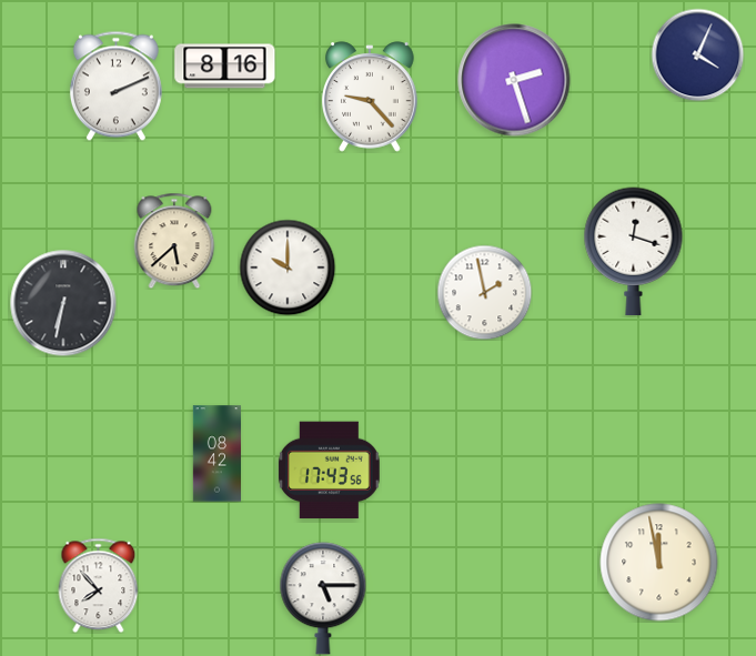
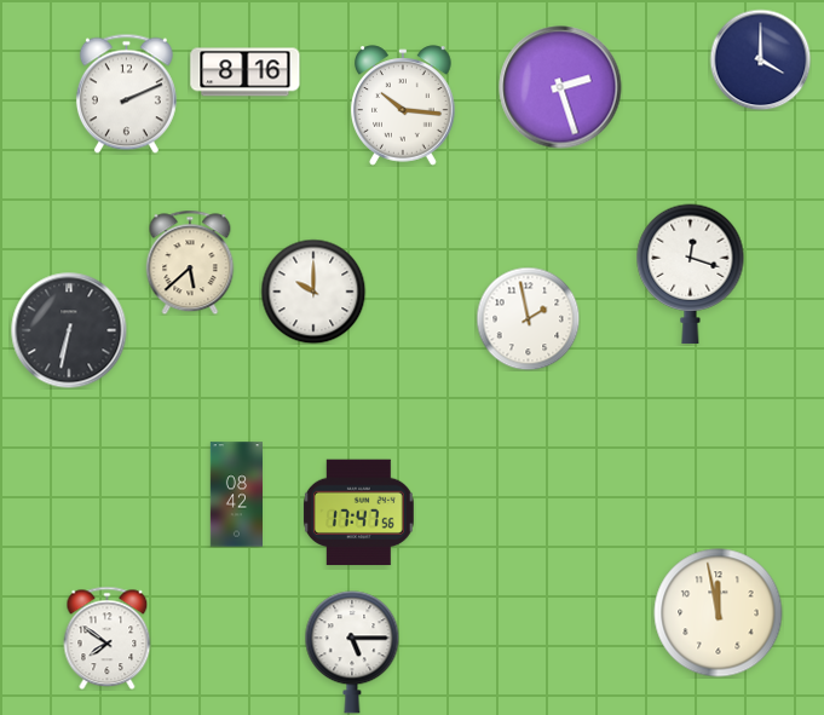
clock at (697, 54): 4:04 -> 4:00
clock at (370, 97): 9:23 -> 10:16
clock at (329, 471): 17:43 -> 17:47
clock at (99, 585): 7:53 -> 7:51
